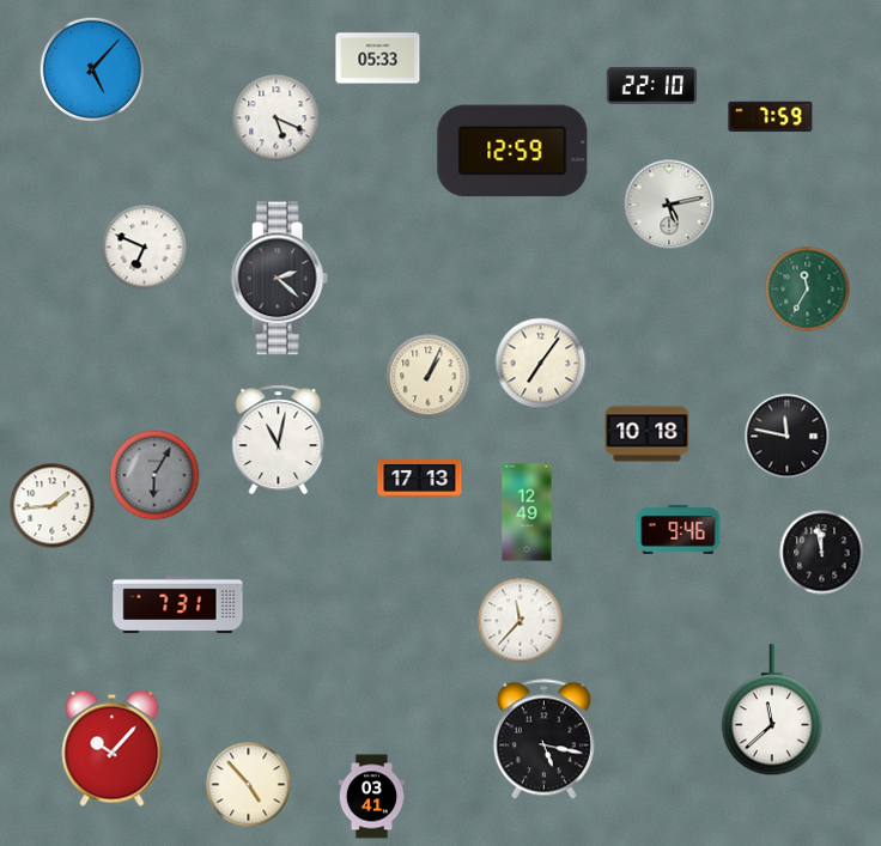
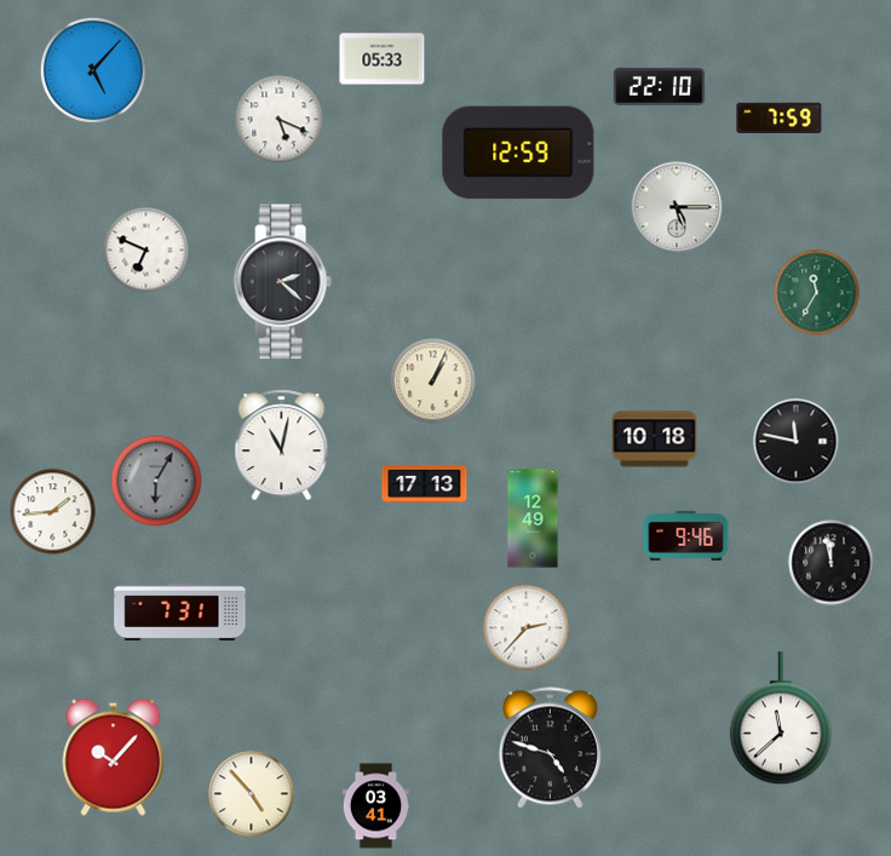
clock at (669, 205): 5:13 -> 5:15
clock at (541, 364): 7:06 -> none
clock at (822, 553) position: (822, 553) -> (832, 563)
clock at (521, 621): 11:37 -> 2:37
clock at (543, 740): 5:17 -> 4:48
